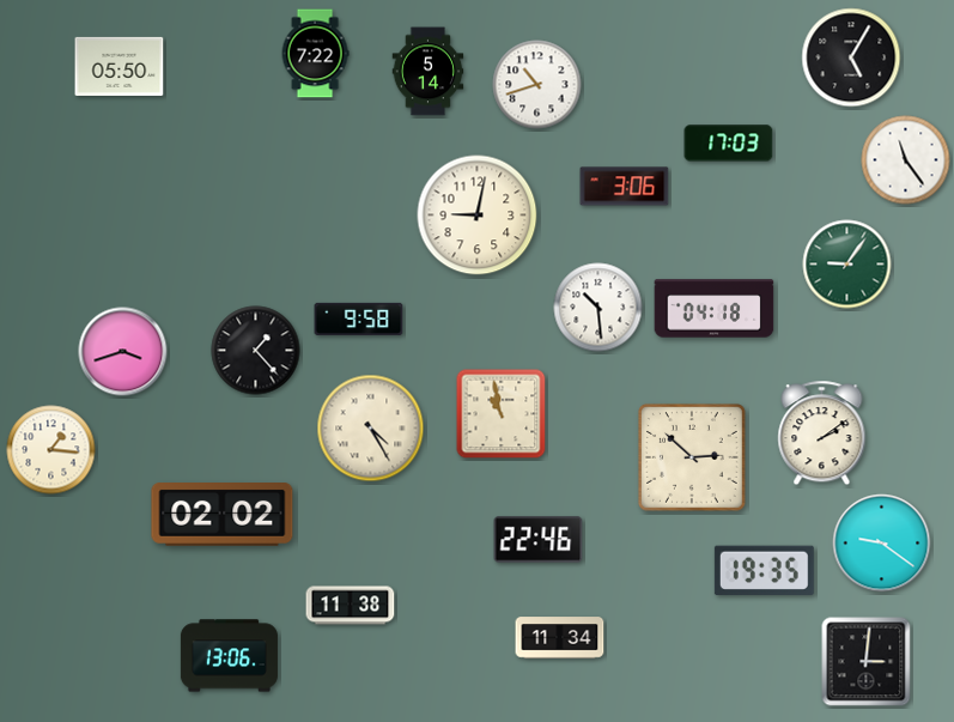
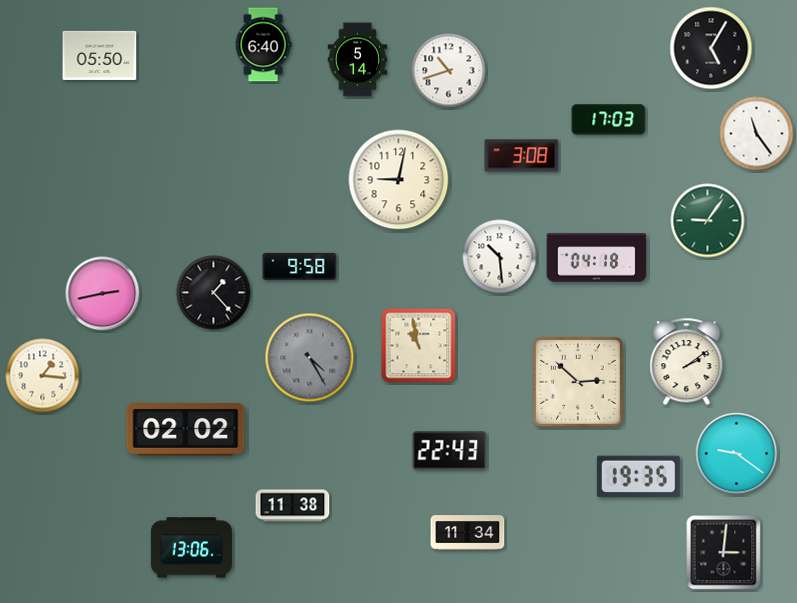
clock at (315, 54): 7:22 -> 6:40
clock at (625, 187): 3:06 -> 3:08
clock at (123, 352): 3:42 -> 2:43
clock at (371, 429) dial: cream -> grey
clock at (539, 540): 22:46 -> 22:43
